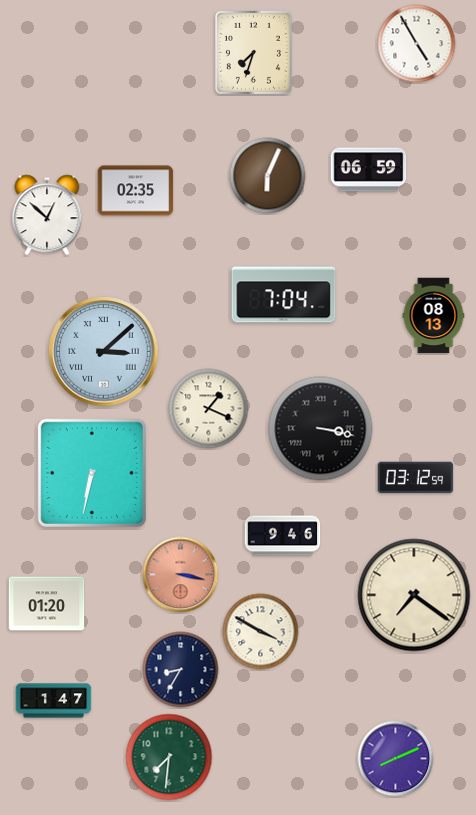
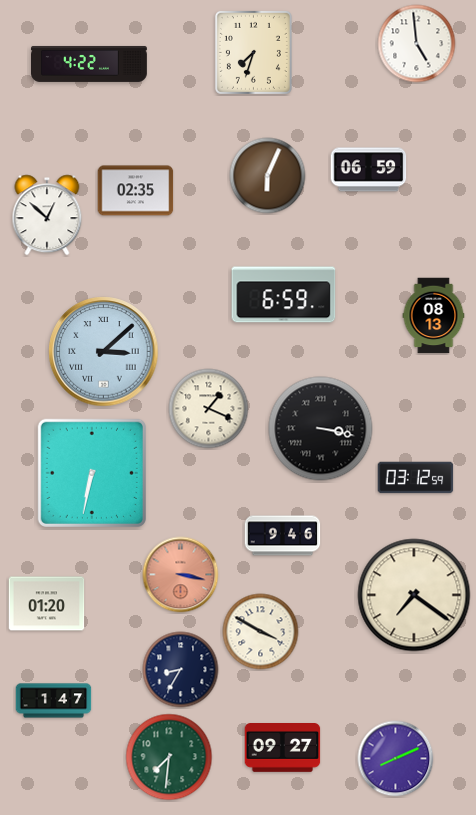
clock at (417, 44): 4:55 -> 4:59
clock at (90, 64): none -> 4:22
clock at (284, 295): 7:04 -> 6:59
clock at (283, 748): none -> 09:27
